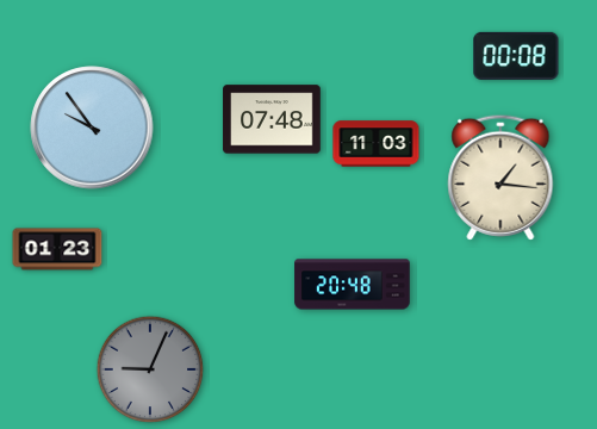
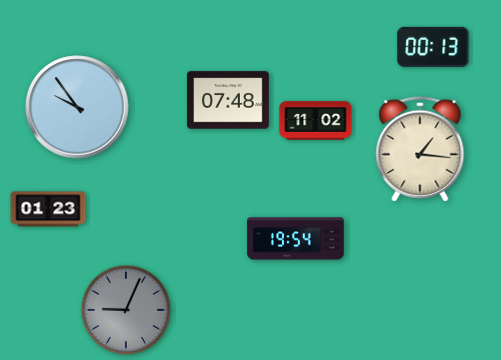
clock at (516, 56): 00:08 -> 00:13
clock at (377, 144): 11:03 -> 11:02
clock at (353, 285): 20:48 -> 19:54
